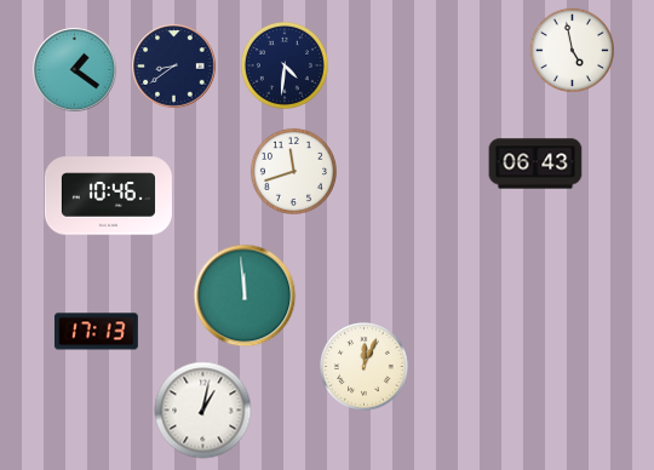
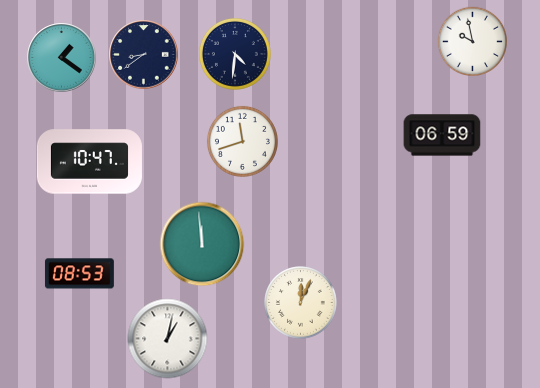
clock at (572, 50): 4:58 -> 9:58
clock at (535, 164): 06:43 -> 06:59
clock at (108, 196): 10:46 -> 10:47
clock at (96, 332): 17:13 -> 08:53
